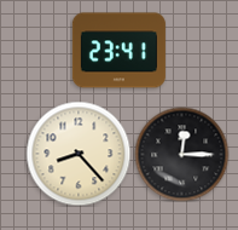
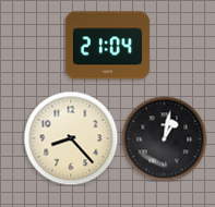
clock at (118, 51): 23:41 -> 21:04
clock at (181, 154): 12:15 -> 1:02
